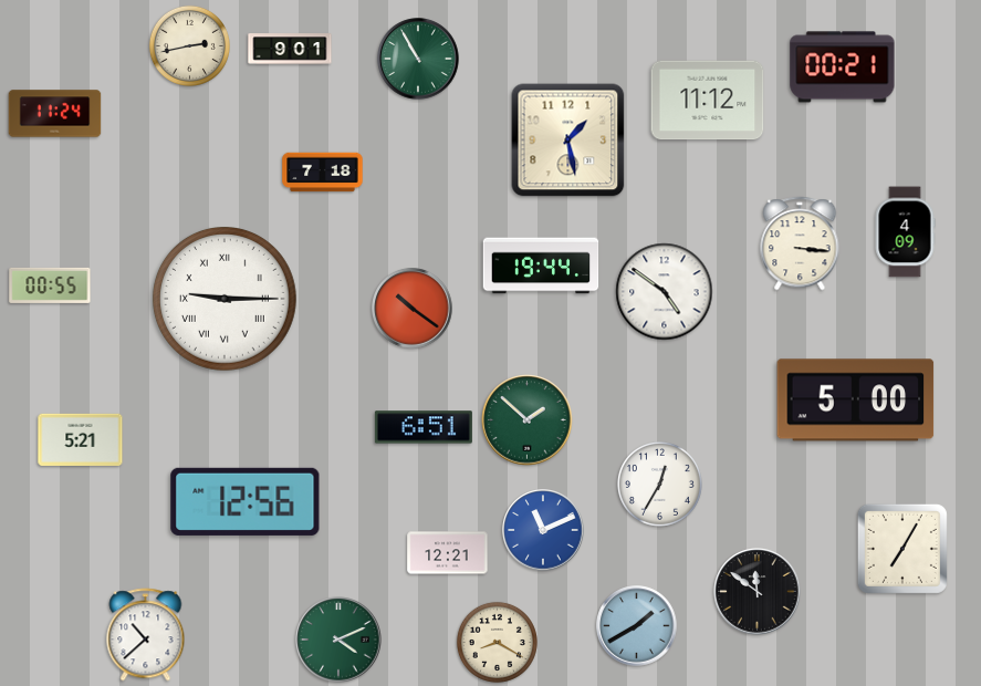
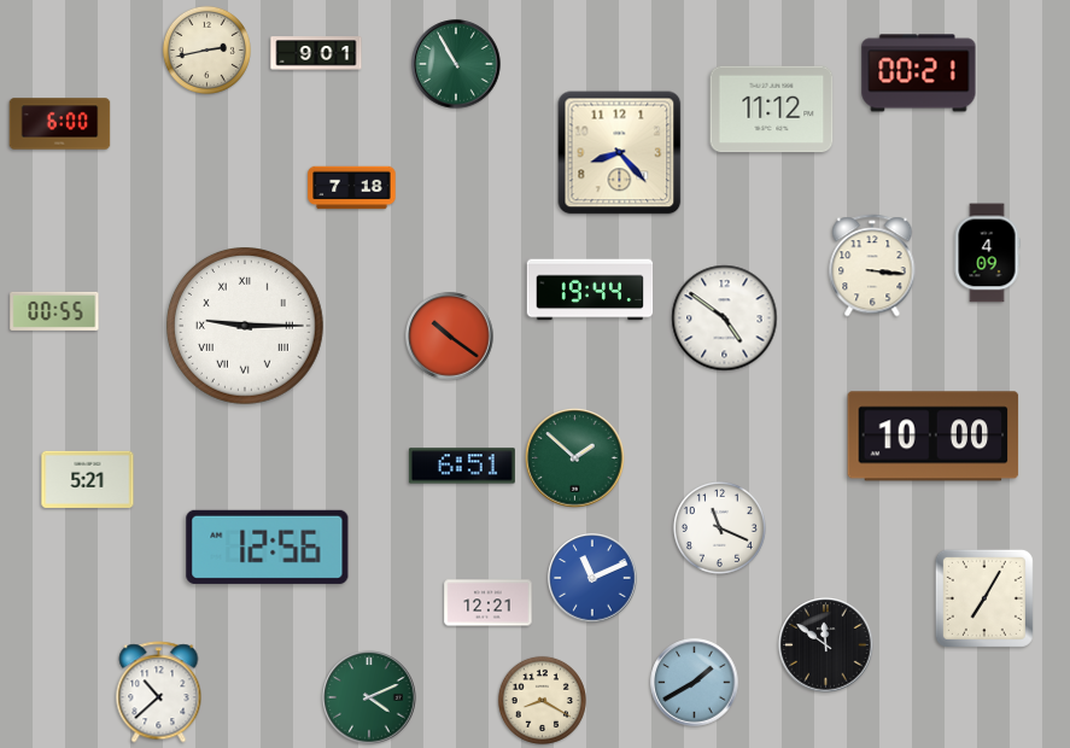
clock at (55, 114): 11:24 -> 6:00
clock at (568, 141): 1:28 -> 8:23
clock at (856, 401): 5:00 -> 10:00
clock at (659, 484): 12:35 -> 11:19
